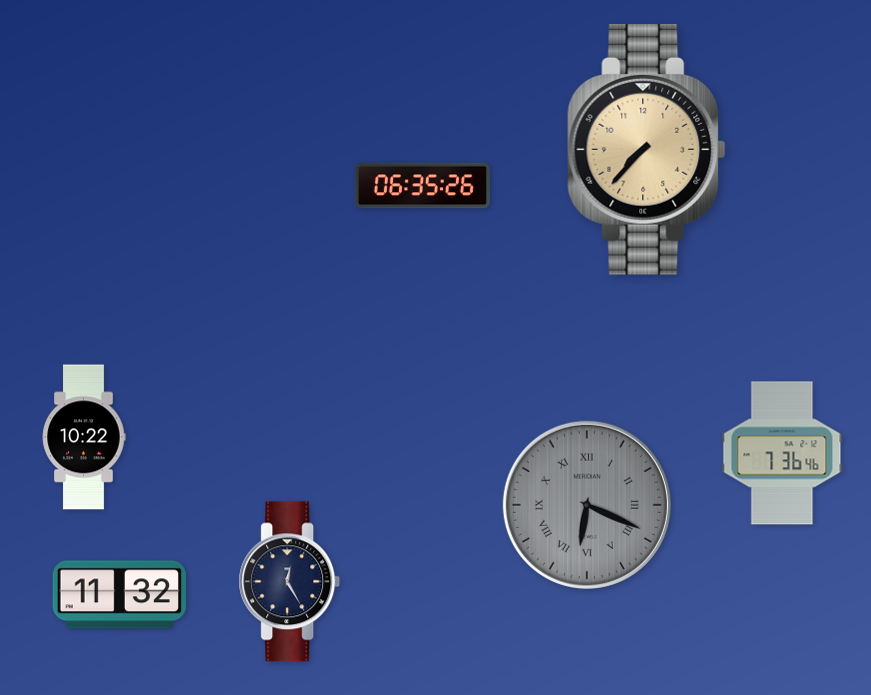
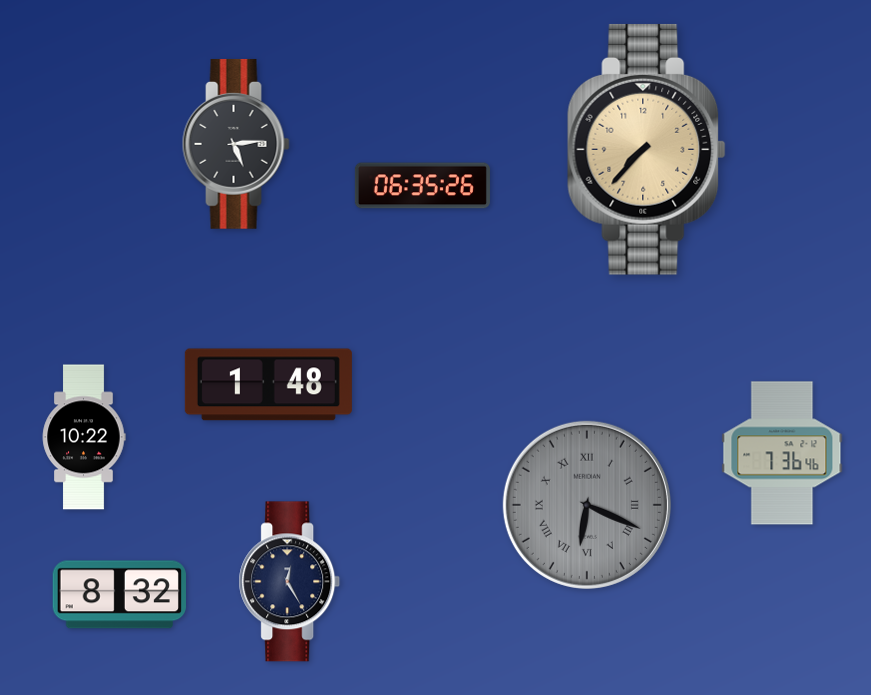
clock at (236, 144): none -> 5:14
clock at (268, 385): none -> 1:48
clock at (119, 595): 11:32 -> 8:32
